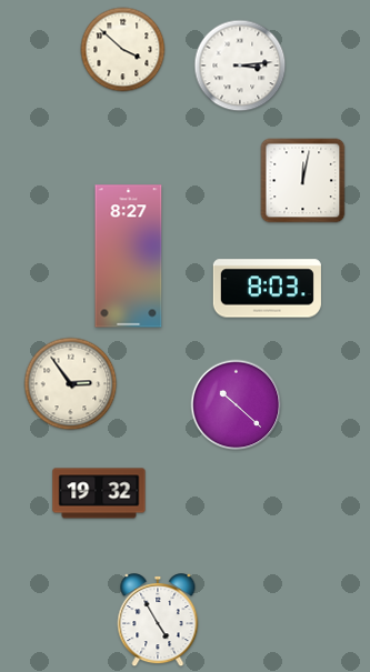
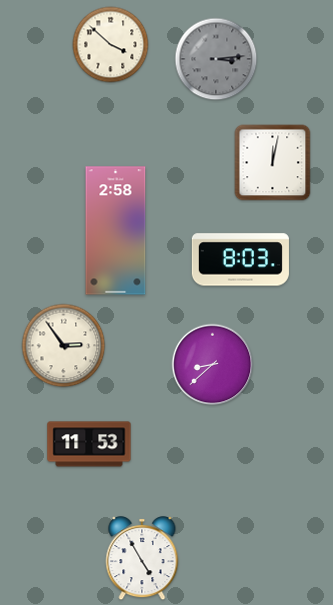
clock at (240, 66) dial: white -> grey
clock at (129, 257): 8:27 -> 2:58
clock at (237, 405): 10:22 -> 8:38
clock at (99, 493): 19:32 -> 11:53
